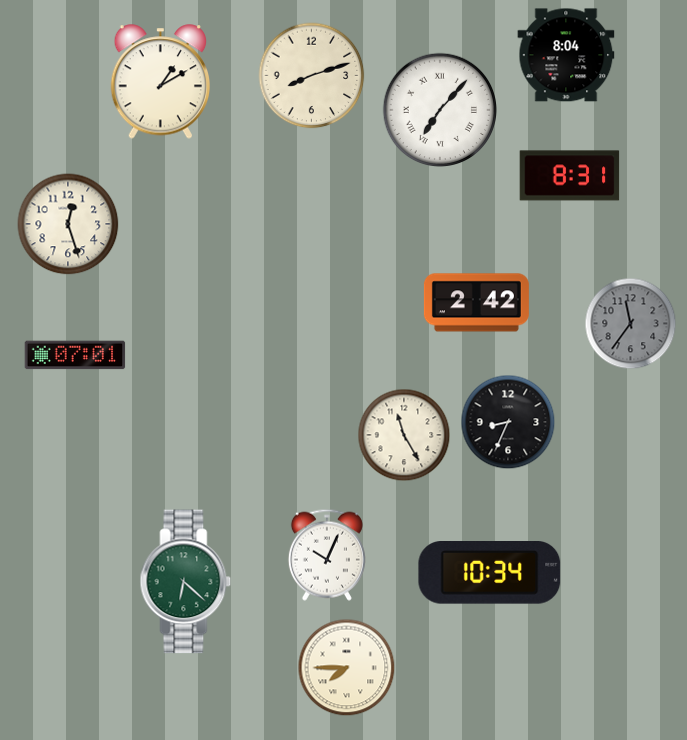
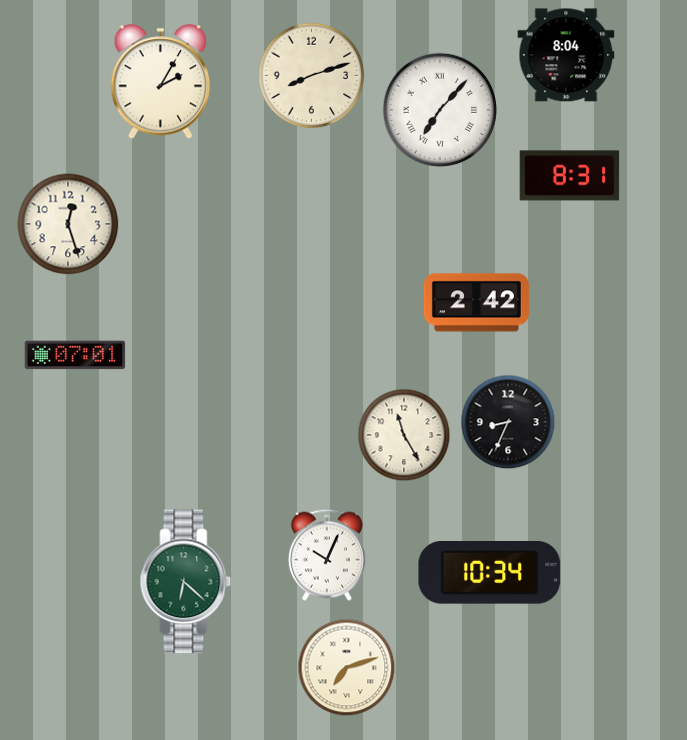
clock at (160, 82): 1:10 -> 2:05
clock at (631, 324): 11:36 -> none
clock at (347, 668): 7:45 -> 7:12
